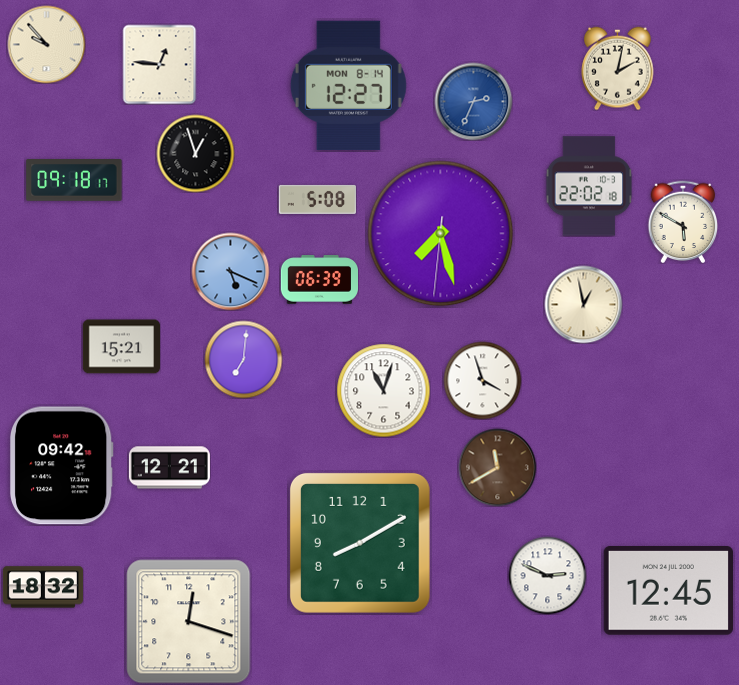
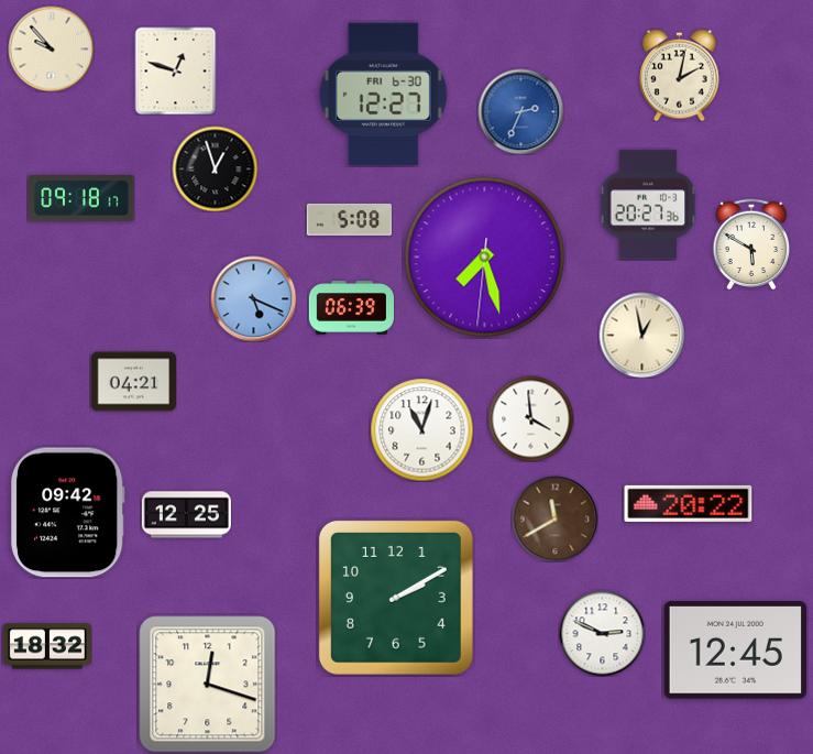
clock at (160, 64): 12:46 -> 12:48
clock at (348, 85) date: MON 8-14 -> FRI 6-30
clock at (589, 186): 22:02 -> 20:27
clock at (121, 347): 15:21 -> 04:21
clock at (243, 359): 7:01 -> none
clock at (482, 380): 3:57 -> 3:59
clock at (689, 503): none -> 20:22
clock at (497, 467) position: (497, 467) -> (554, 518)
clock at (169, 468): 12:21 -> 12:25
clock at (360, 543): 8:10 -> 2:10
